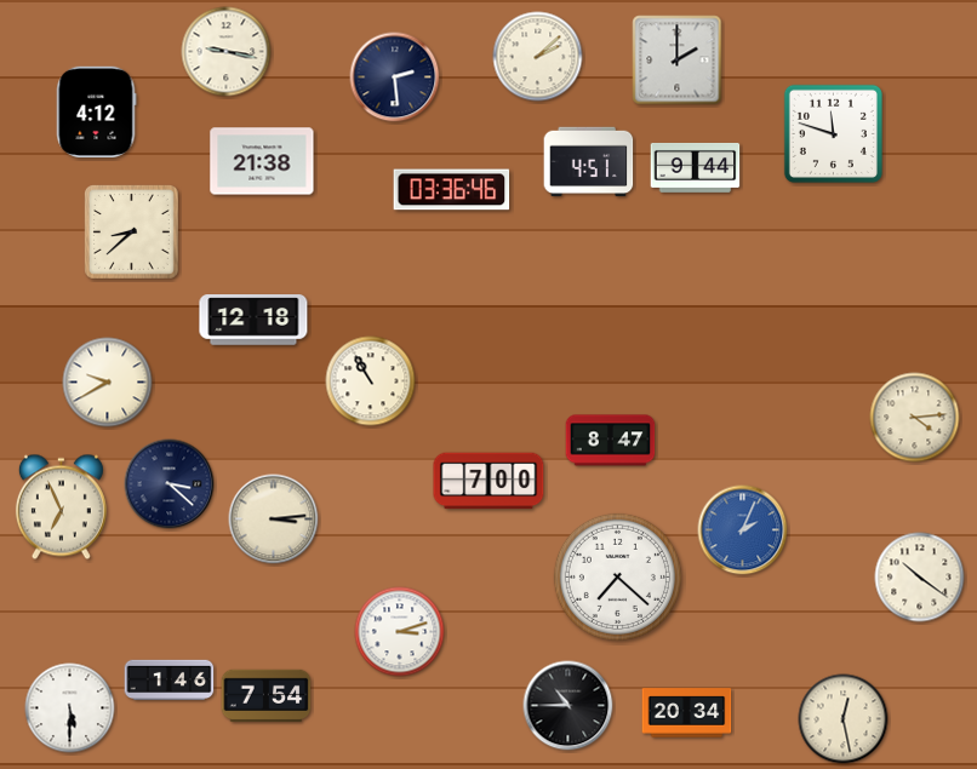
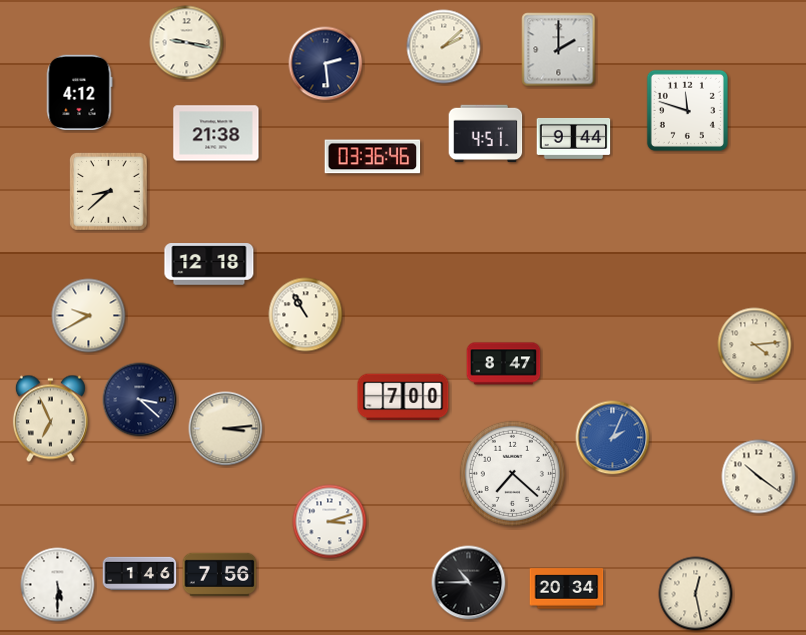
clock at (617, 576) position: (617, 576) -> (512, 473)
clock at (170, 679) position: (170, 679) -> (140, 573)
clock at (267, 696): 7:54 -> 7:56
